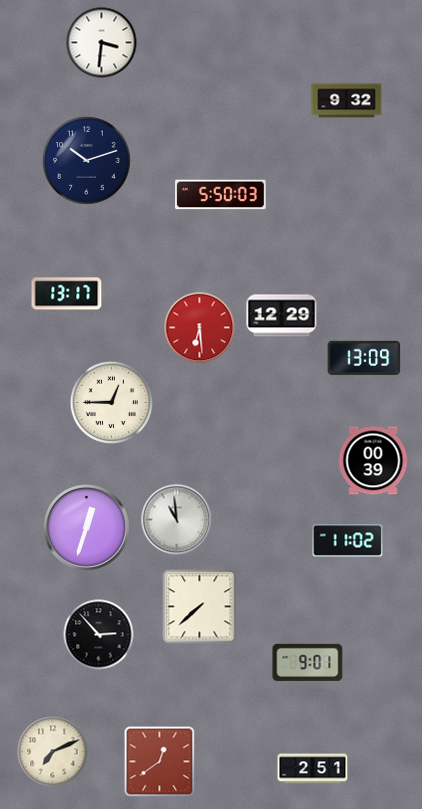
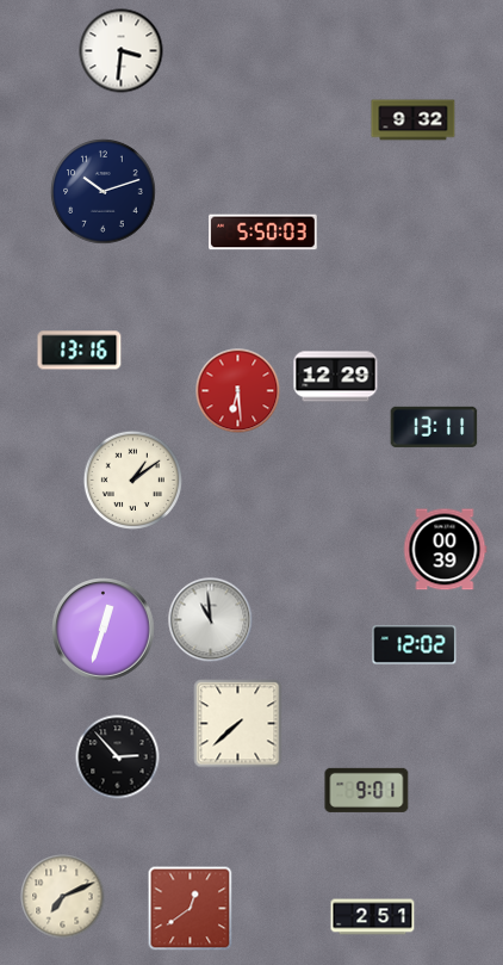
clock at (67, 294): 13:17 -> 13:16
clock at (364, 358): 13:09 -> 13:11
clock at (111, 402): 12:45 -> 1:09
clock at (348, 541): 11:02 -> 12:02
